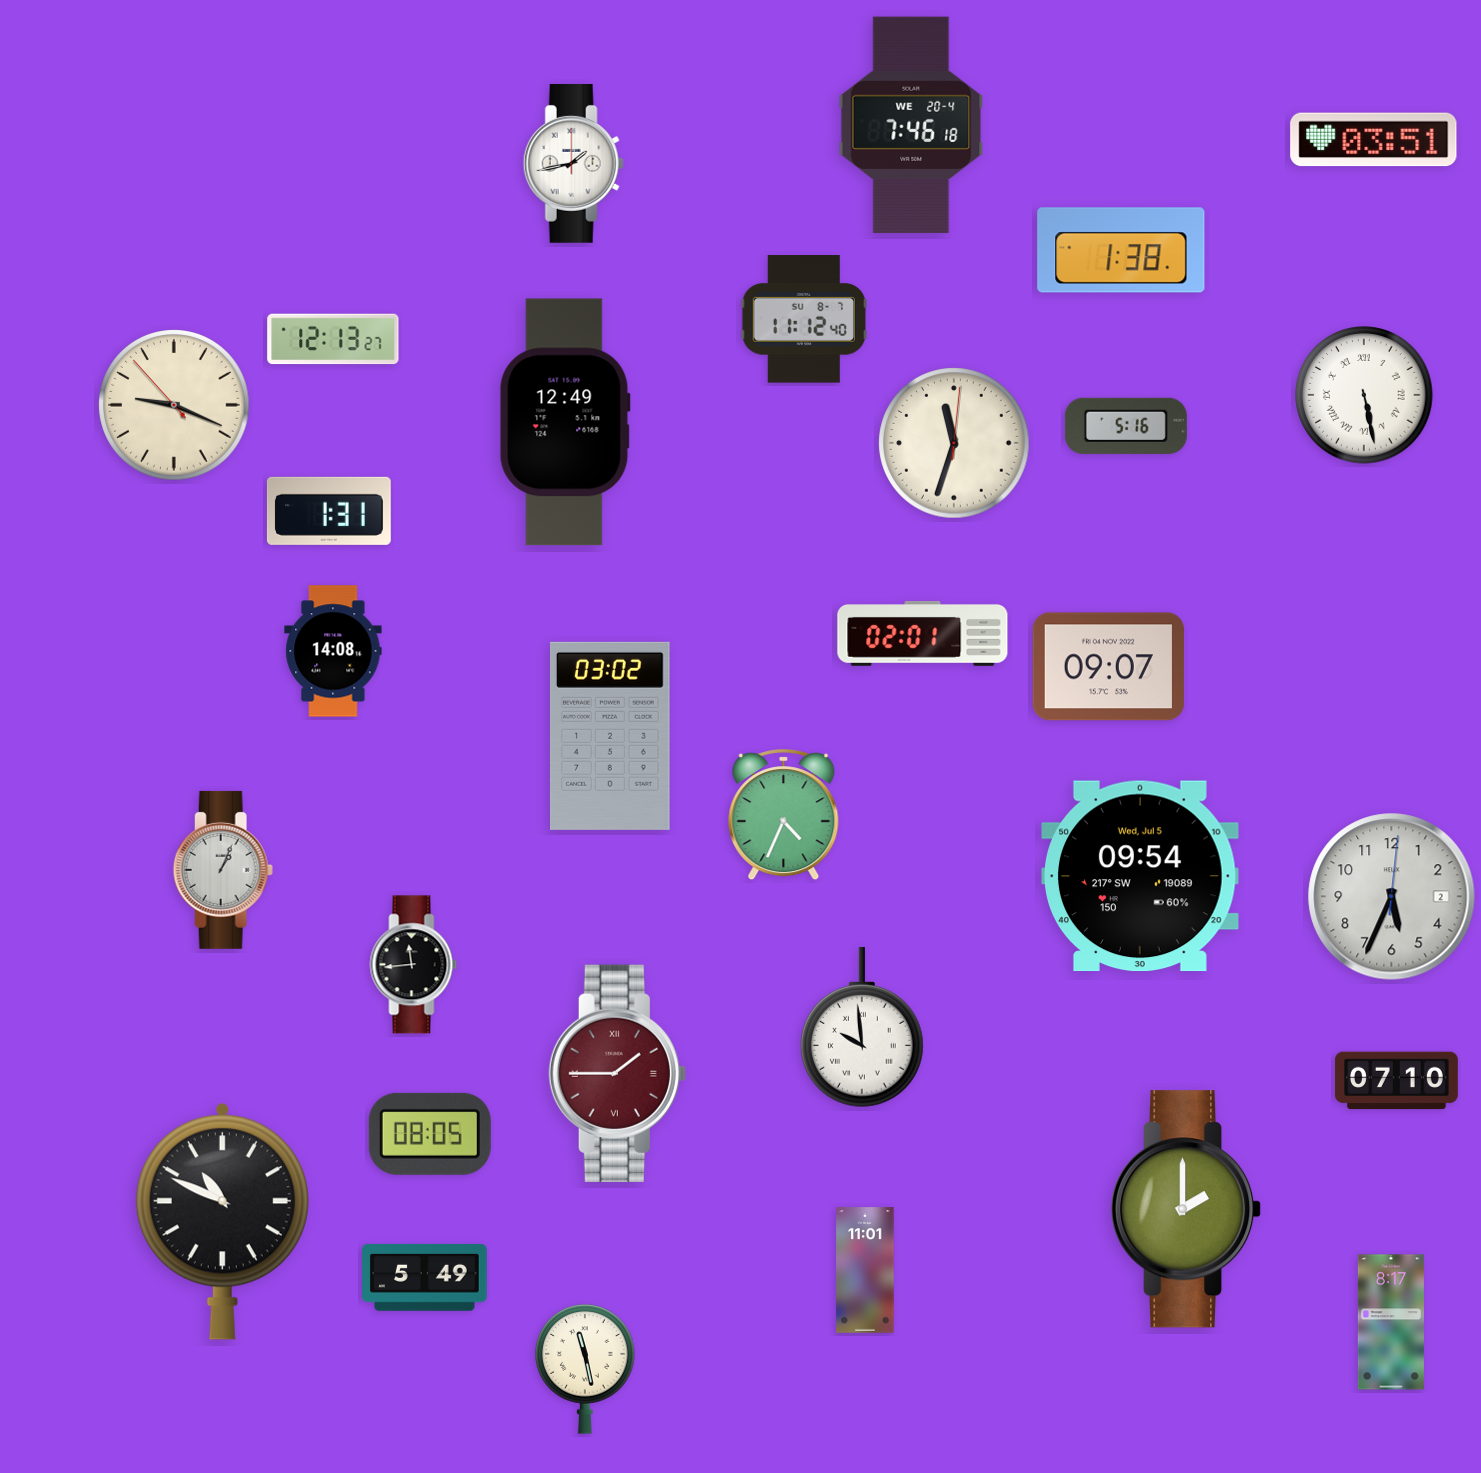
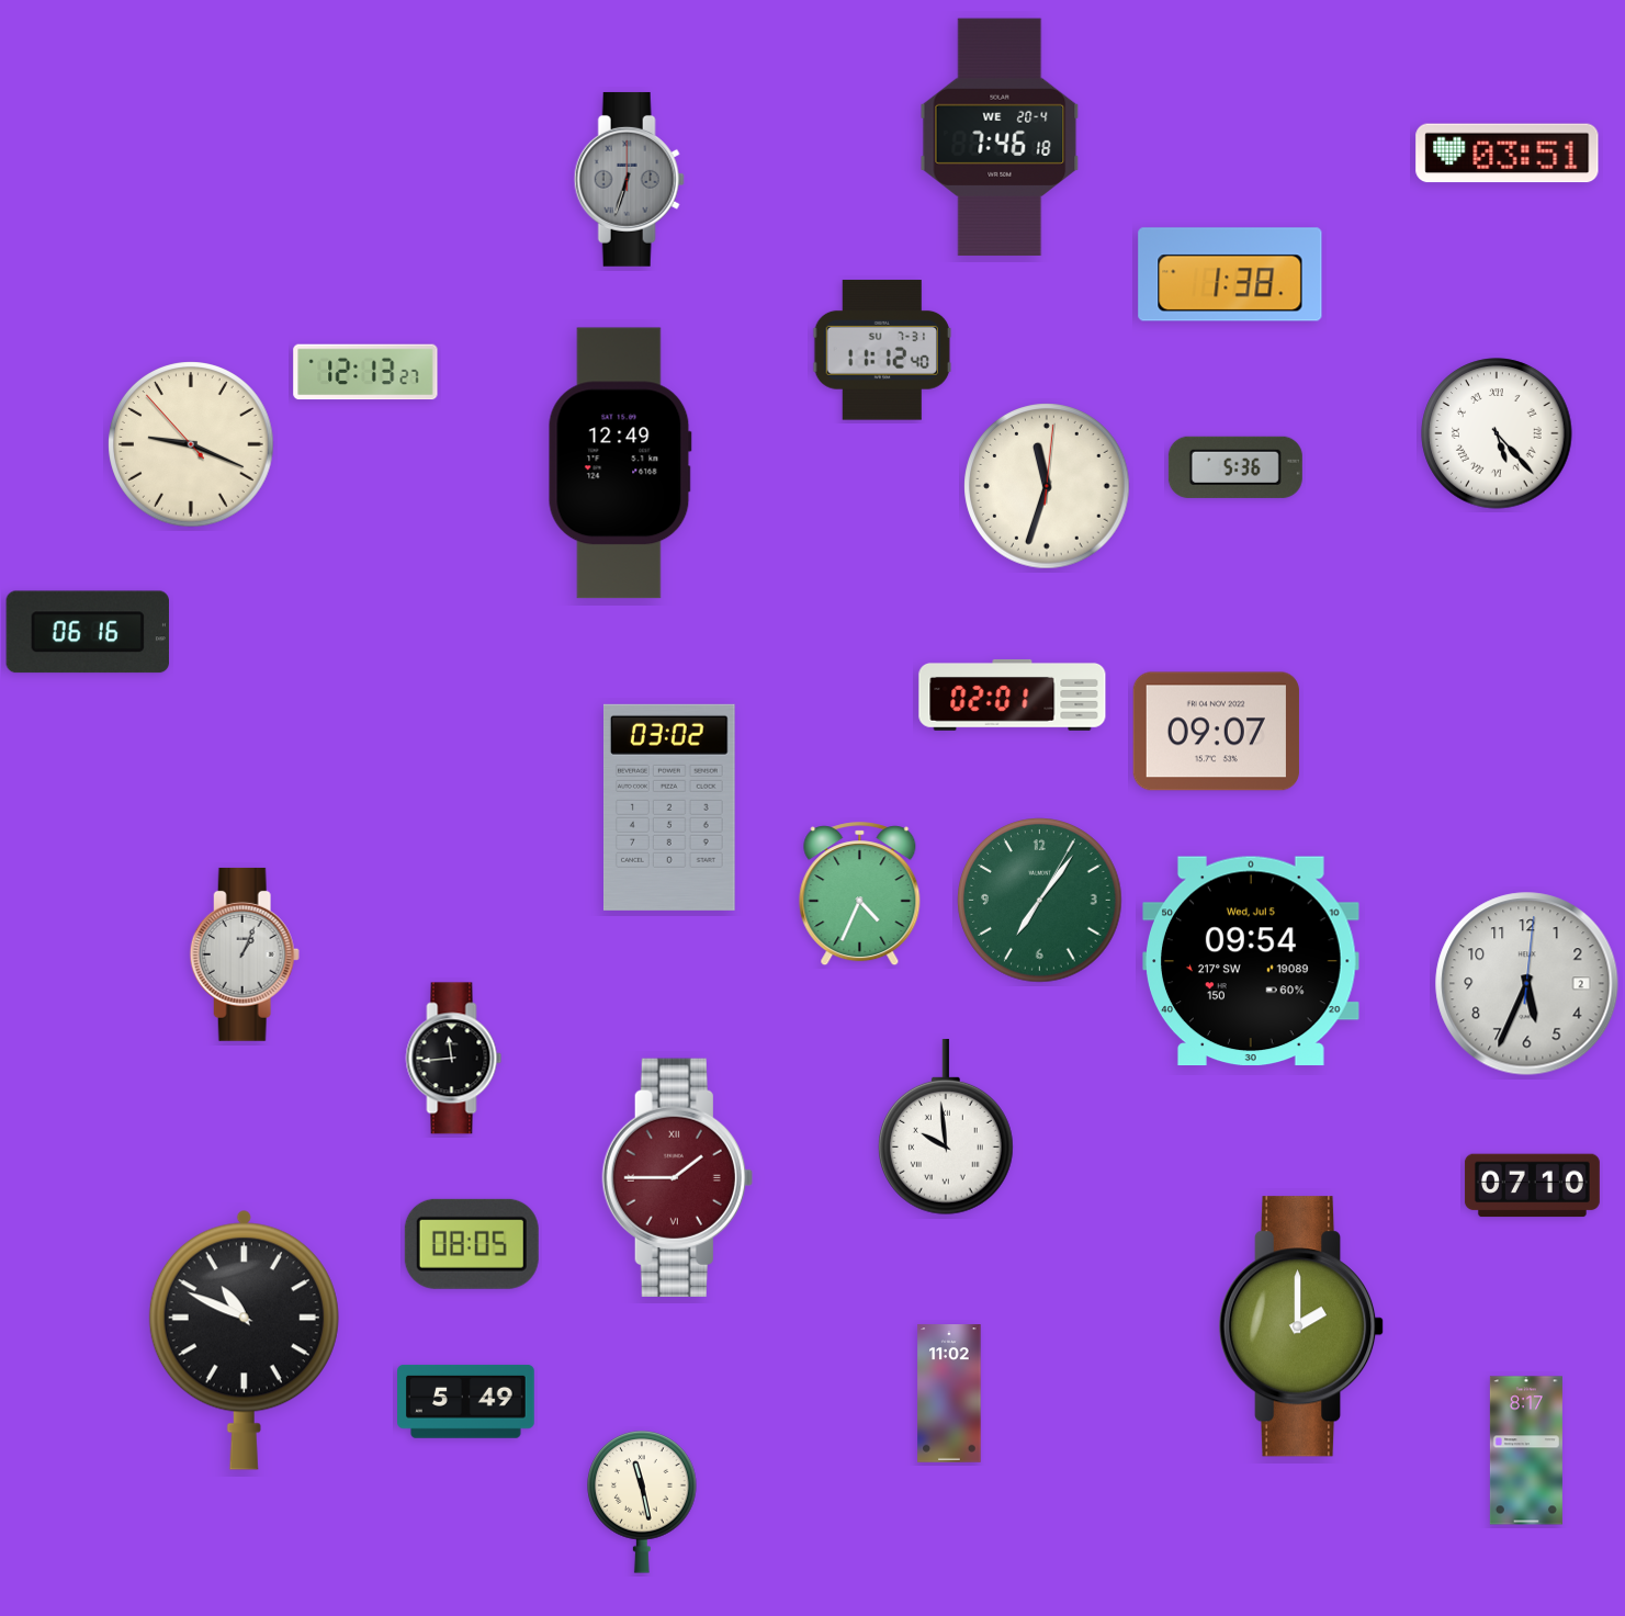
clock at (573, 163): 1:43 -> 6:33
clock at (573, 163) dial: white -> grey
clock at (804, 319) date: SU 8-7 -> SU 7-31
clock at (1364, 395): 5:28 -> 5:23
clock at (1126, 426): 5:16 -> 5:36
clock at (329, 511): 1:31 -> none
clock at (88, 632): none -> 06:16
clock at (333, 651): 14:08 -> none
clock at (1040, 901): none -> 7:06
clock at (865, 1270): 11:01 -> 11:02
